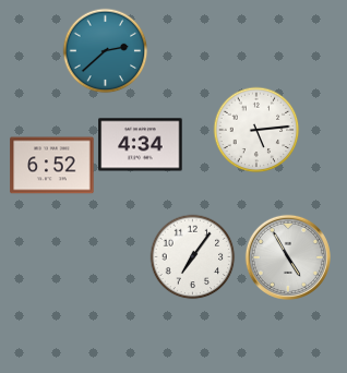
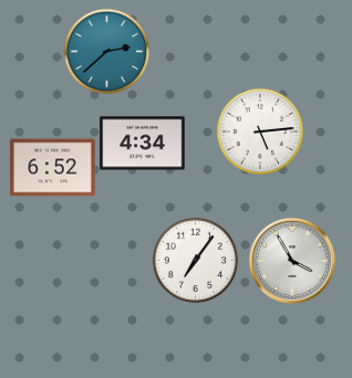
clock at (141, 145) position: (141, 145) -> (143, 144)
clock at (287, 256): 4:55 -> 3:55
